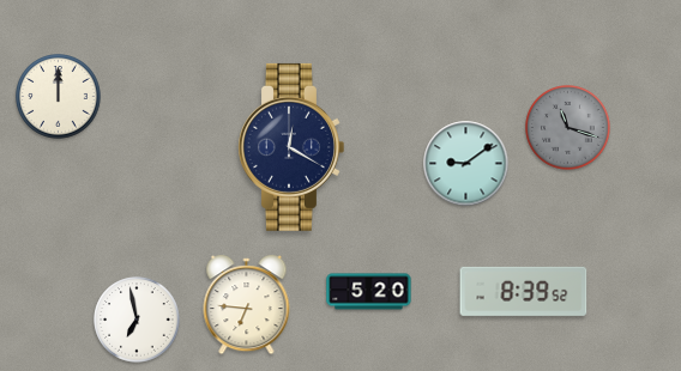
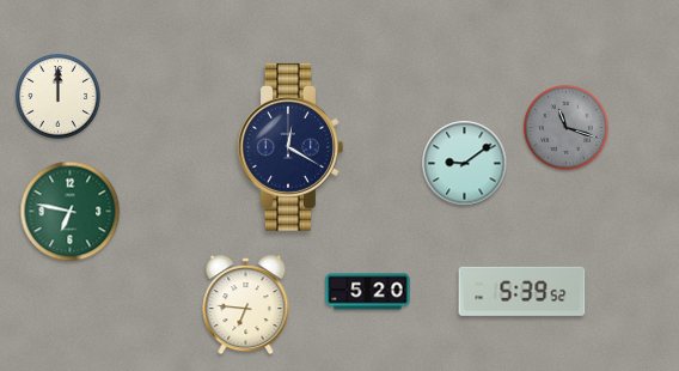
clock at (71, 212): none -> 6:47
clock at (524, 291): 8:39 -> 5:39
clock at (137, 320): 6:58 -> none
